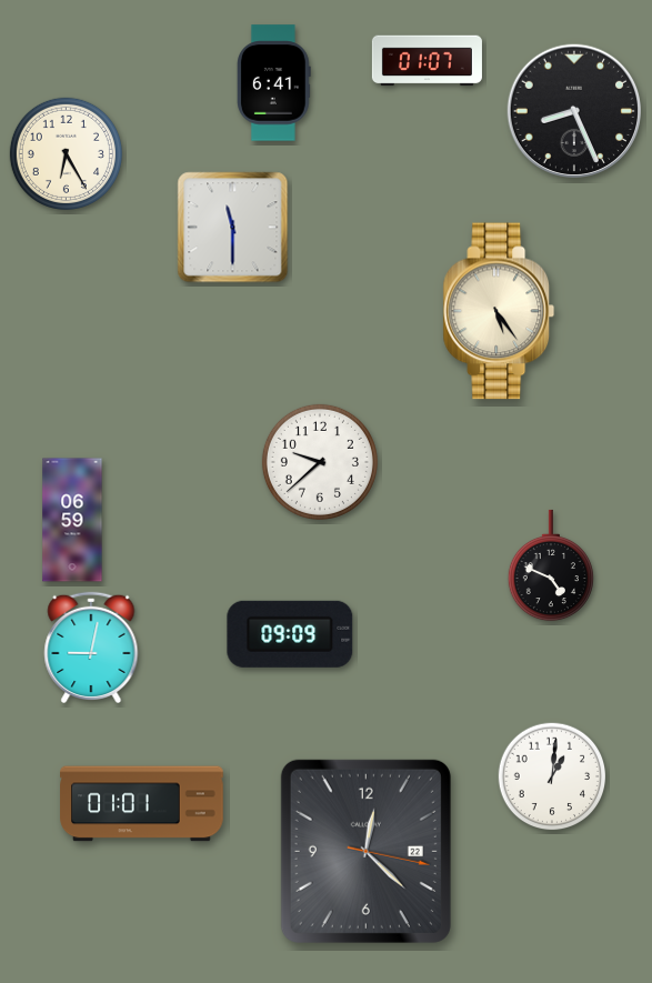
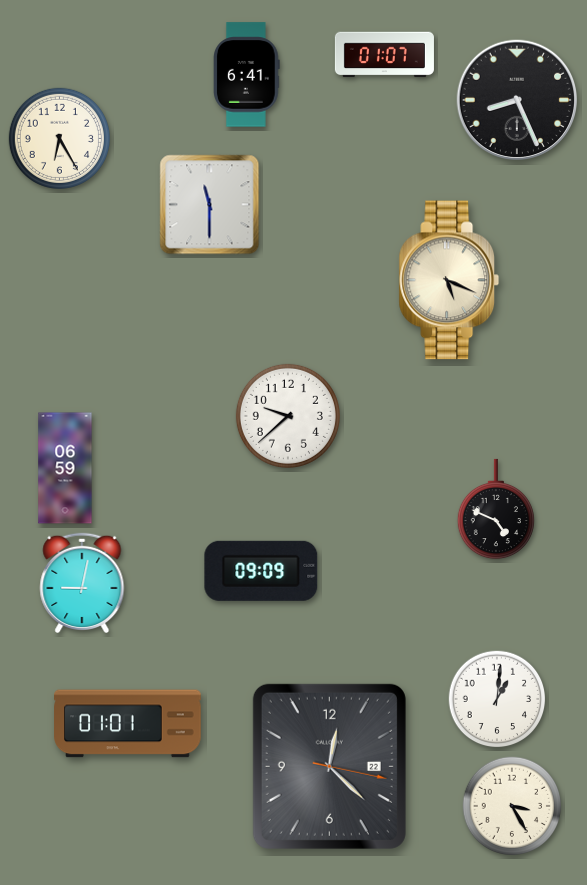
clock at (499, 311): 5:24 -> 5:19
clock at (511, 805): none -> 3:25
